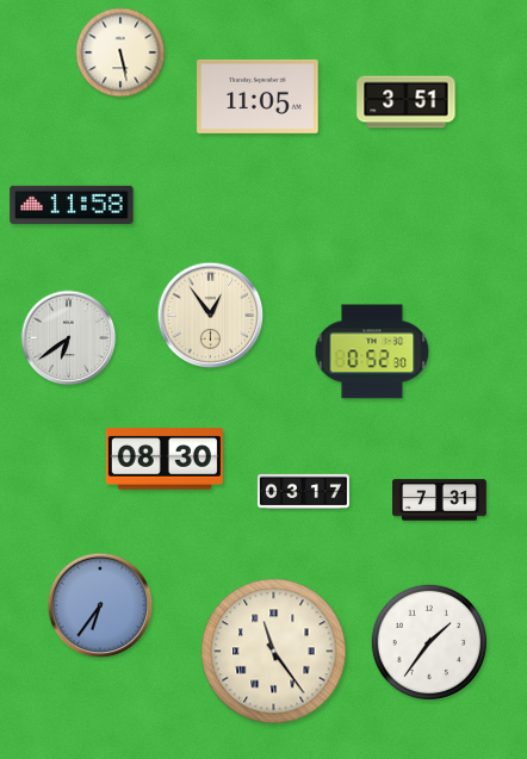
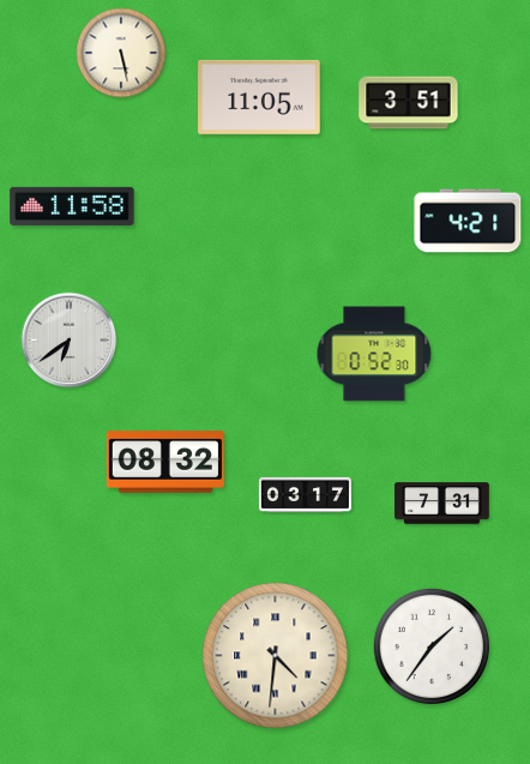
clock at (468, 221): none -> 4:21
clock at (211, 316): 12:54 -> none
clock at (165, 459): 08:30 -> 08:32
clock at (100, 605): 6:36 -> none
clock at (274, 652): 11:24 -> 4:31
